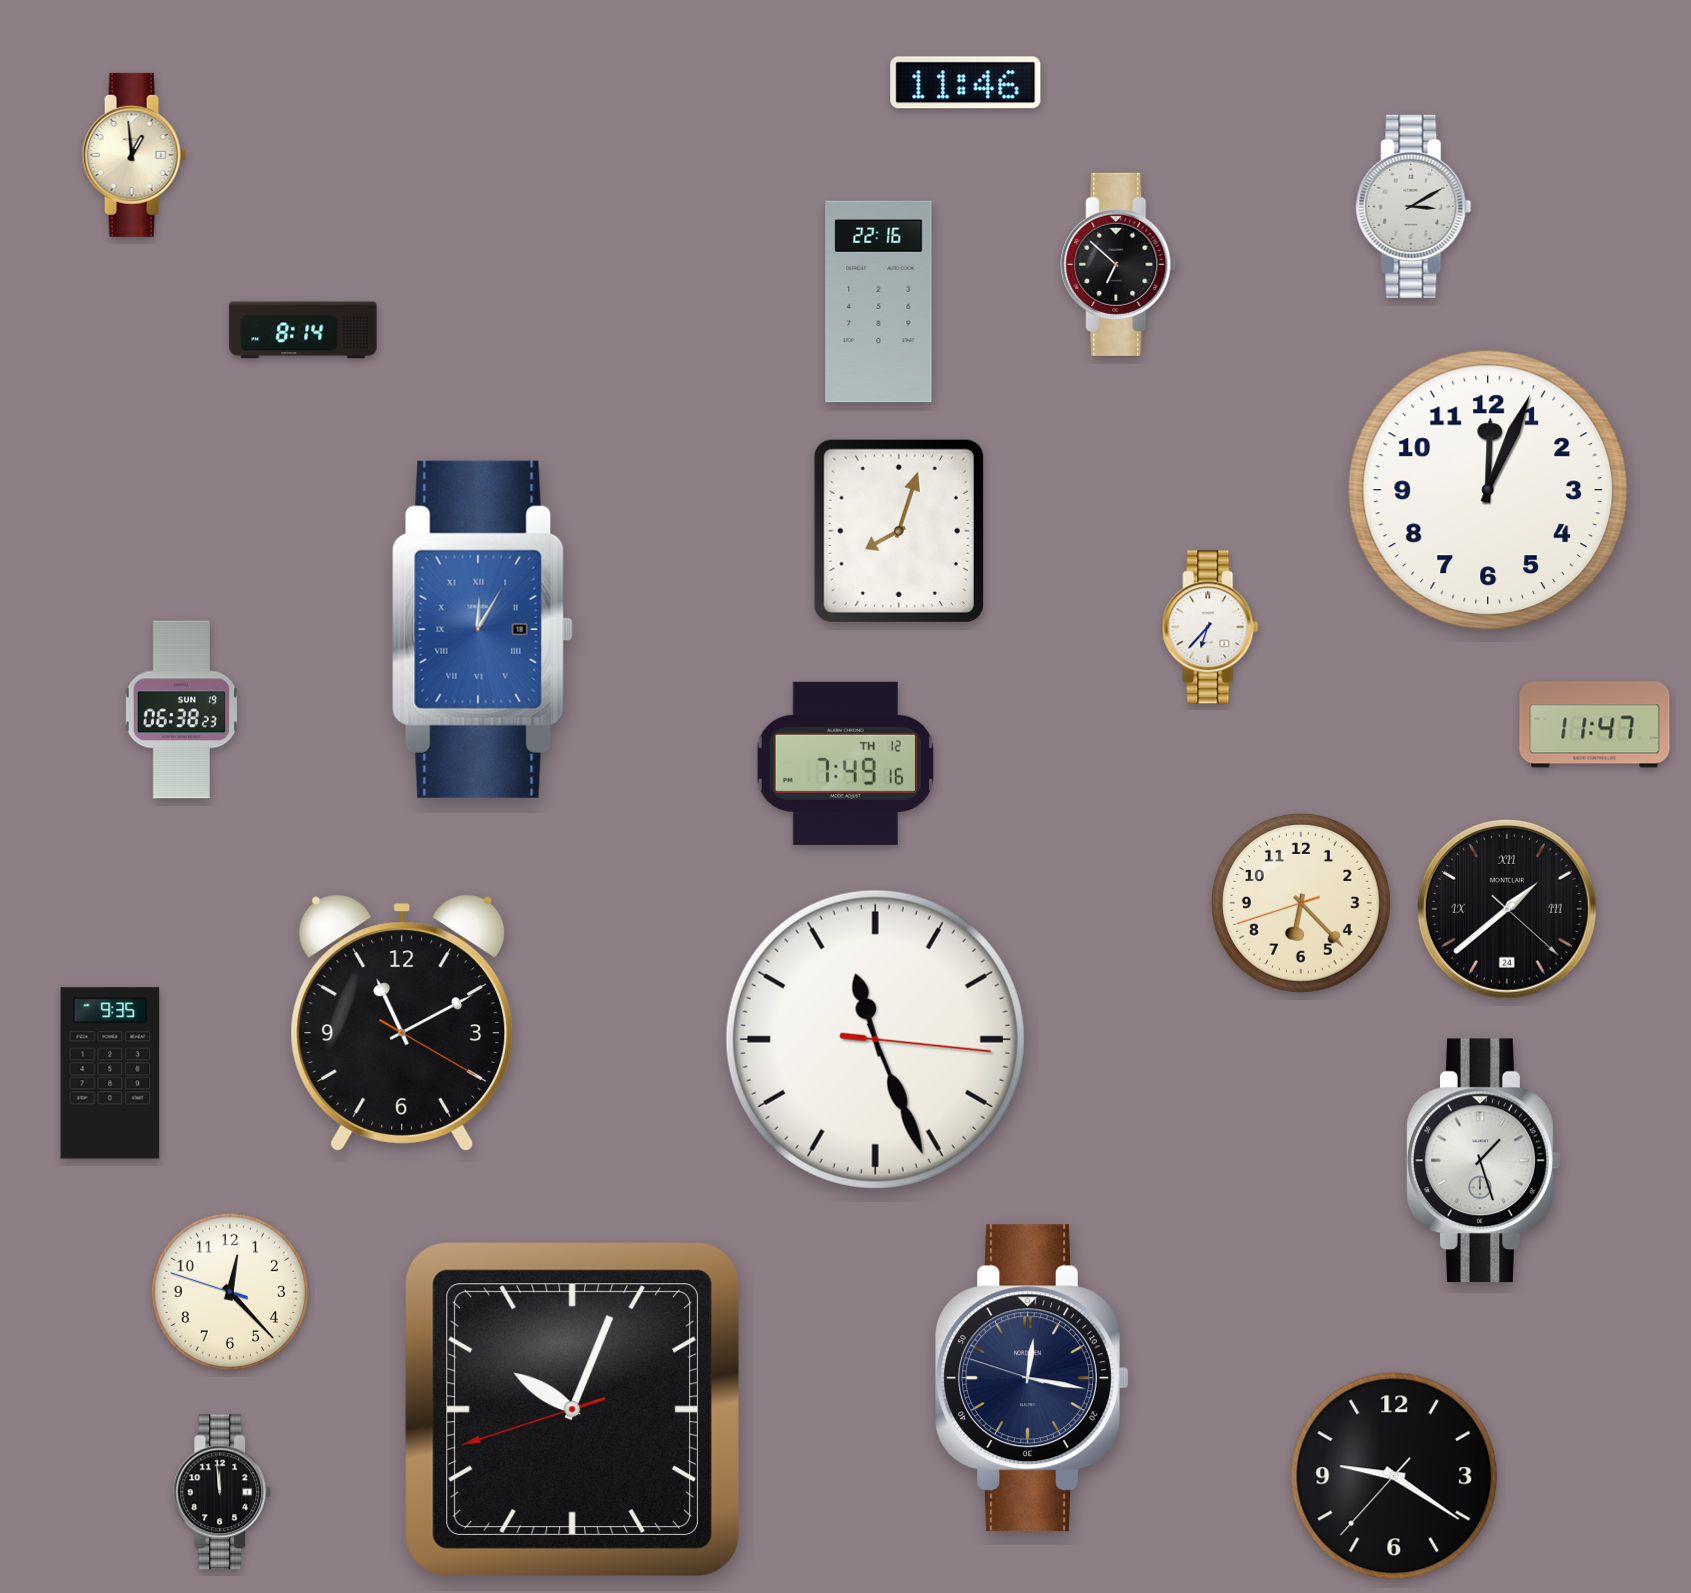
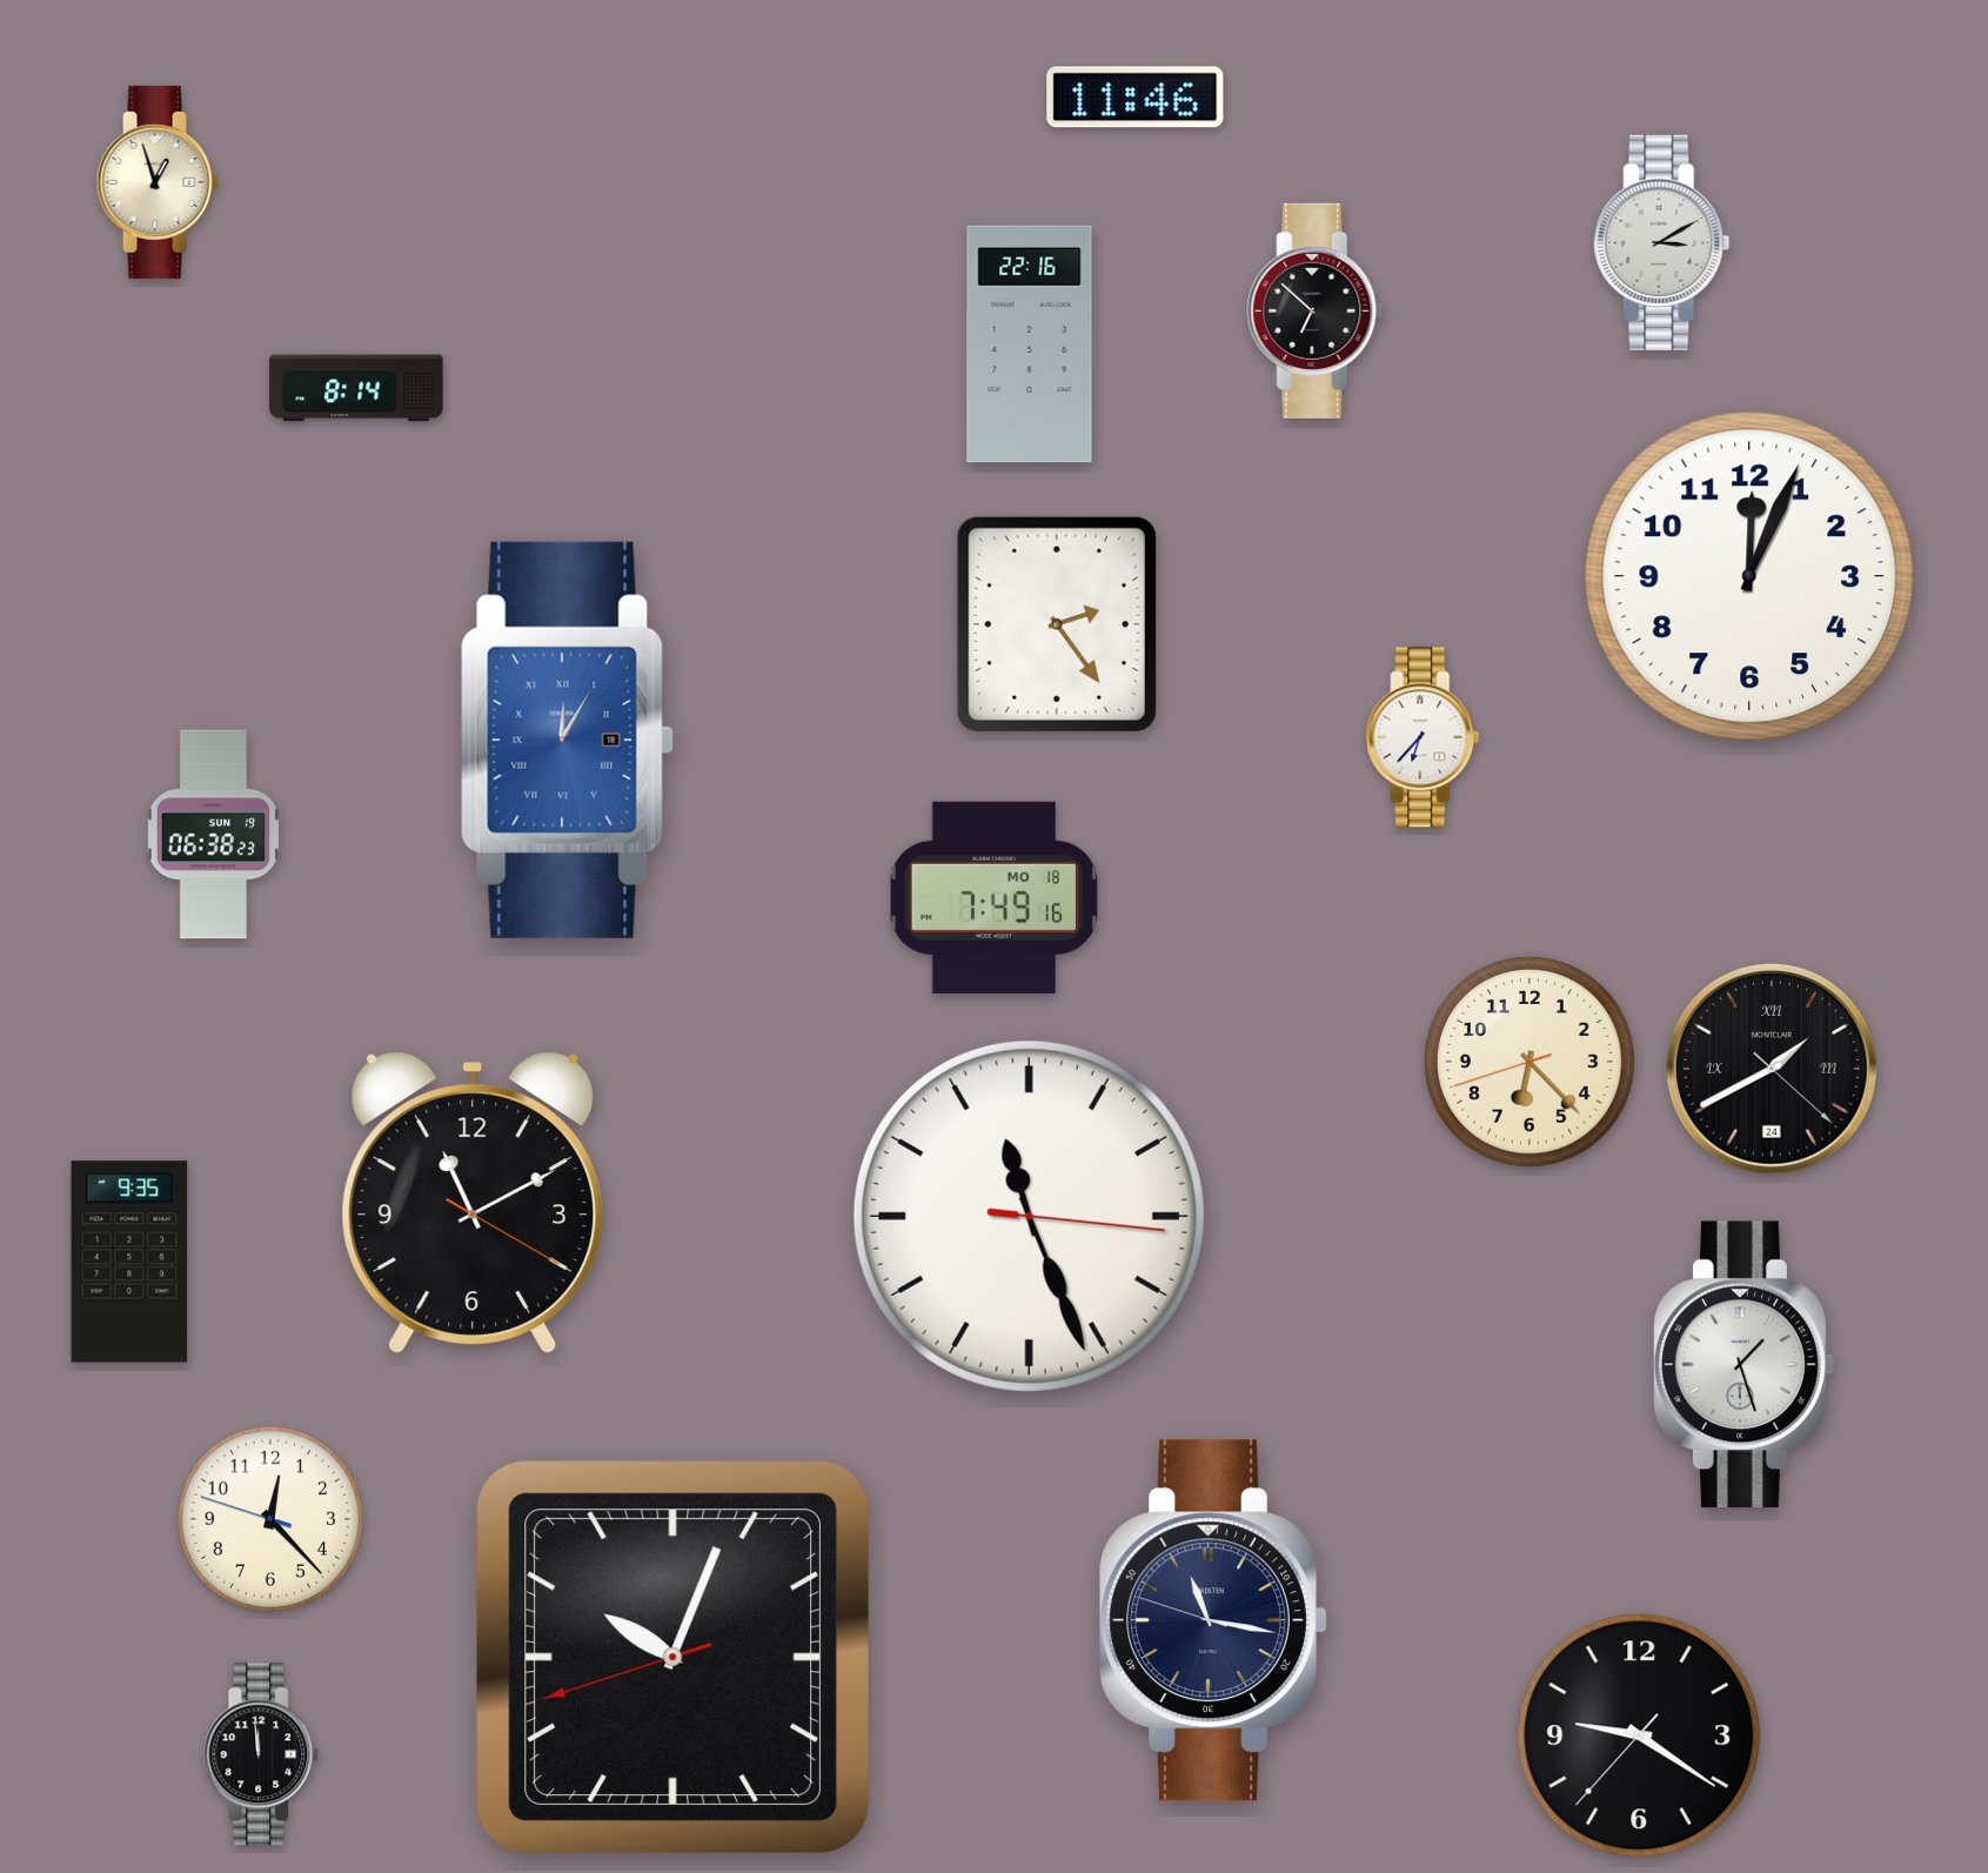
clock at (134, 155): 12:59 -> 12:57
clock at (879, 302) position: (879, 302) -> (1030, 345)
clock at (899, 531): 8:03 -> 2:24
clock at (1595, 725): 11:47 -> none
clock at (845, 763) date: TH 12 -> MO 18
clock at (1507, 909): 1:38 -> 1:40
clock at (875, 1039) position: (875, 1039) -> (1029, 1216)
clock at (1032, 1378): 12:16 -> 11:16
